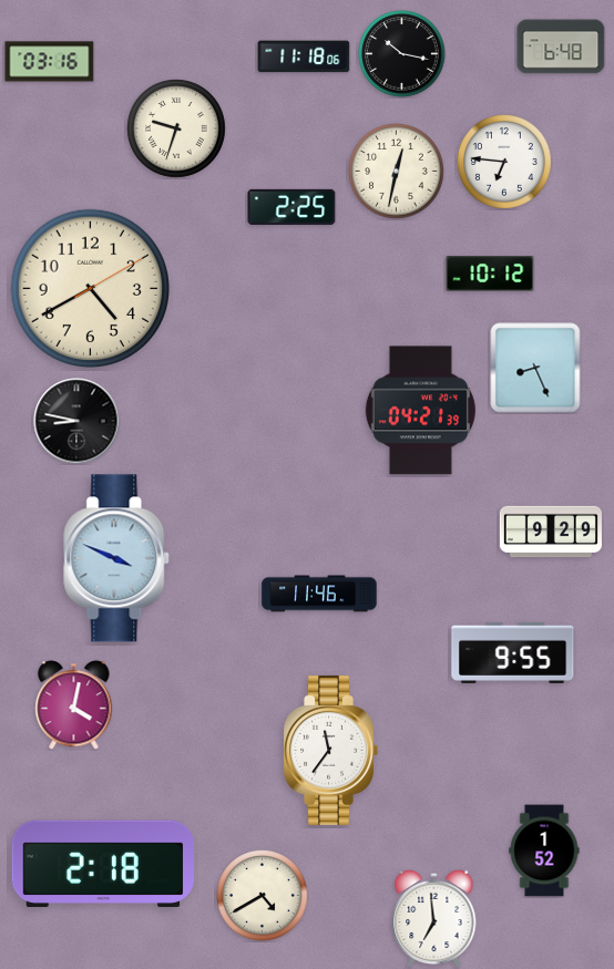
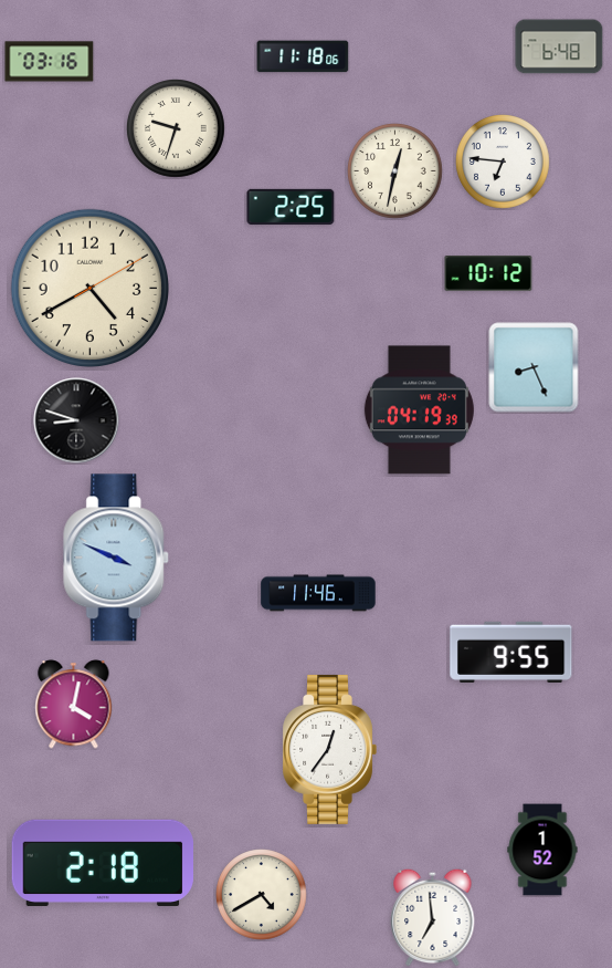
clock at (402, 54): 10:17 -> none
clock at (420, 411): 04:21 -> 04:19
clock at (76, 421): 8:47 -> 8:48
clock at (551, 532): 9:29 -> none
clock at (330, 750): 11:36 -> 12:36
